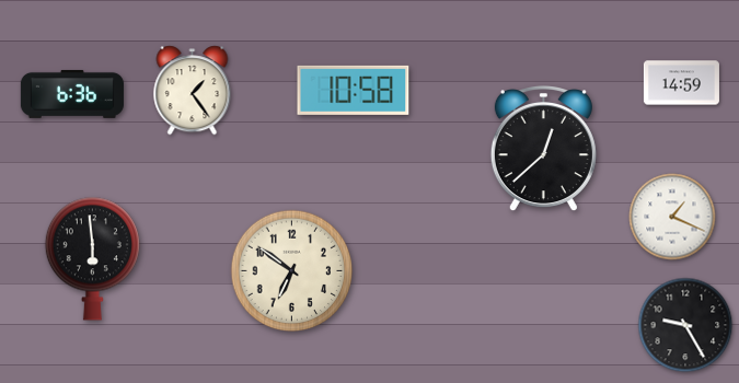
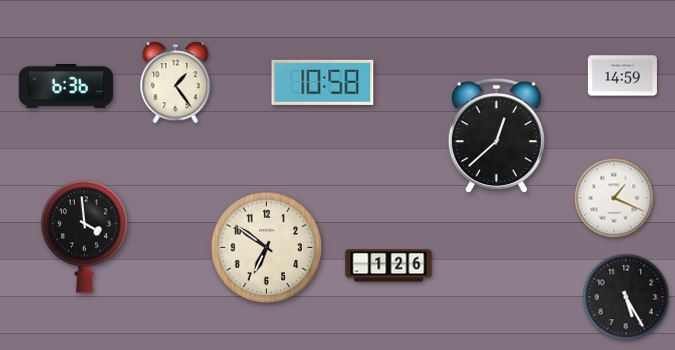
clock at (92, 258): 5:59 -> 3:59
clock at (389, 266): none -> 1:26
clock at (685, 325): 9:25 -> 5:25
